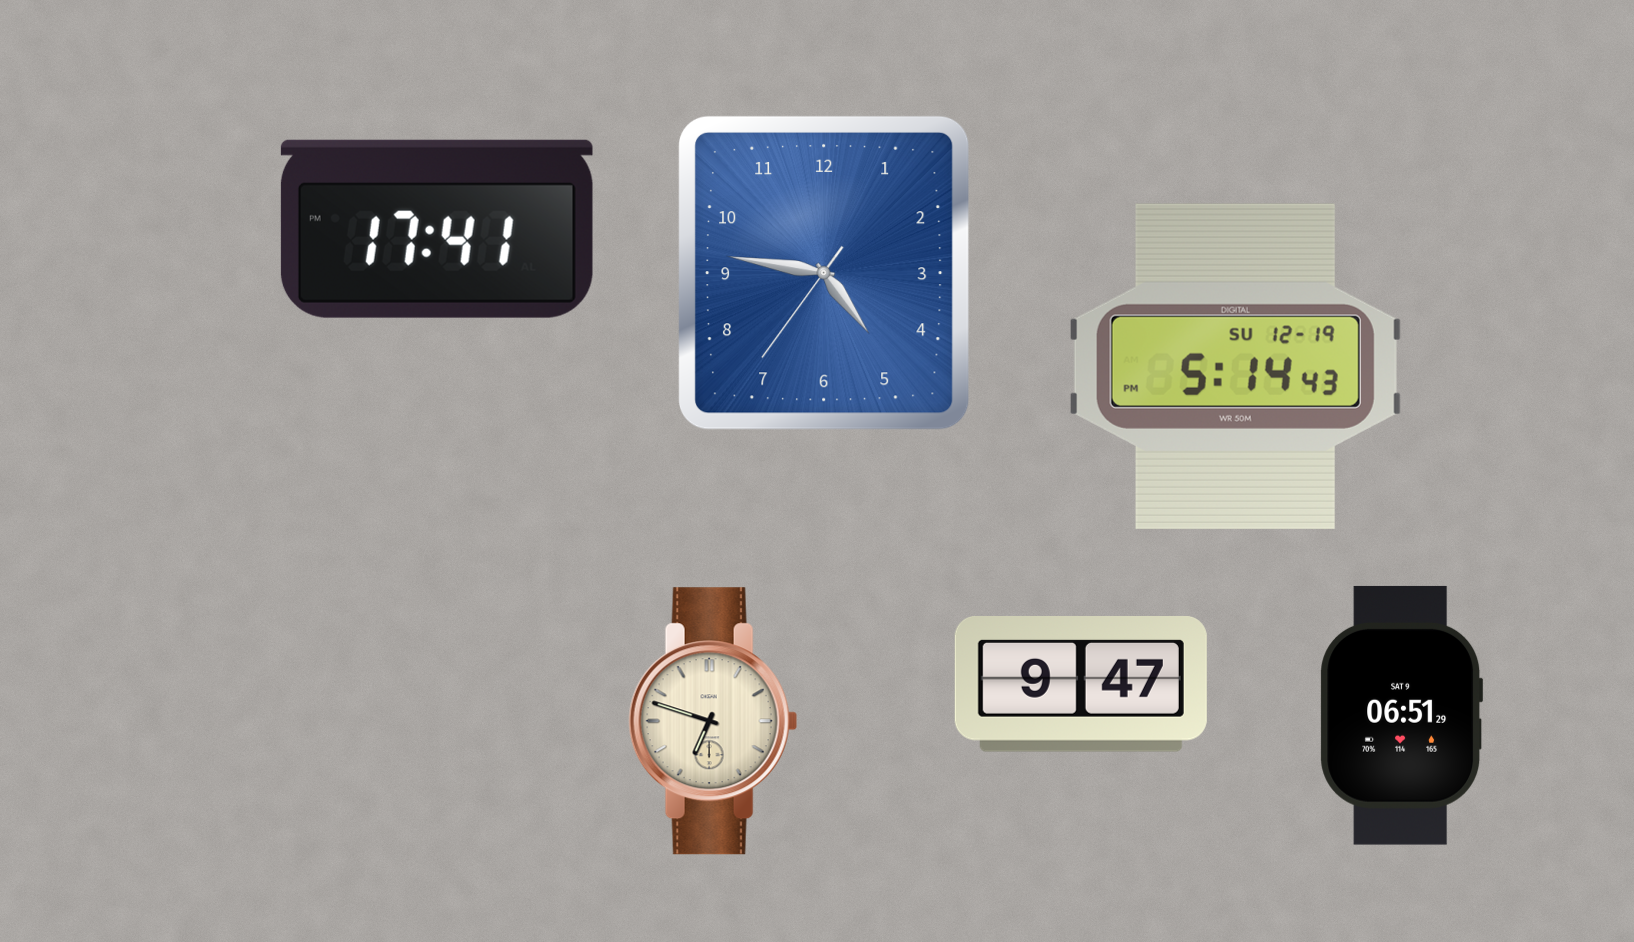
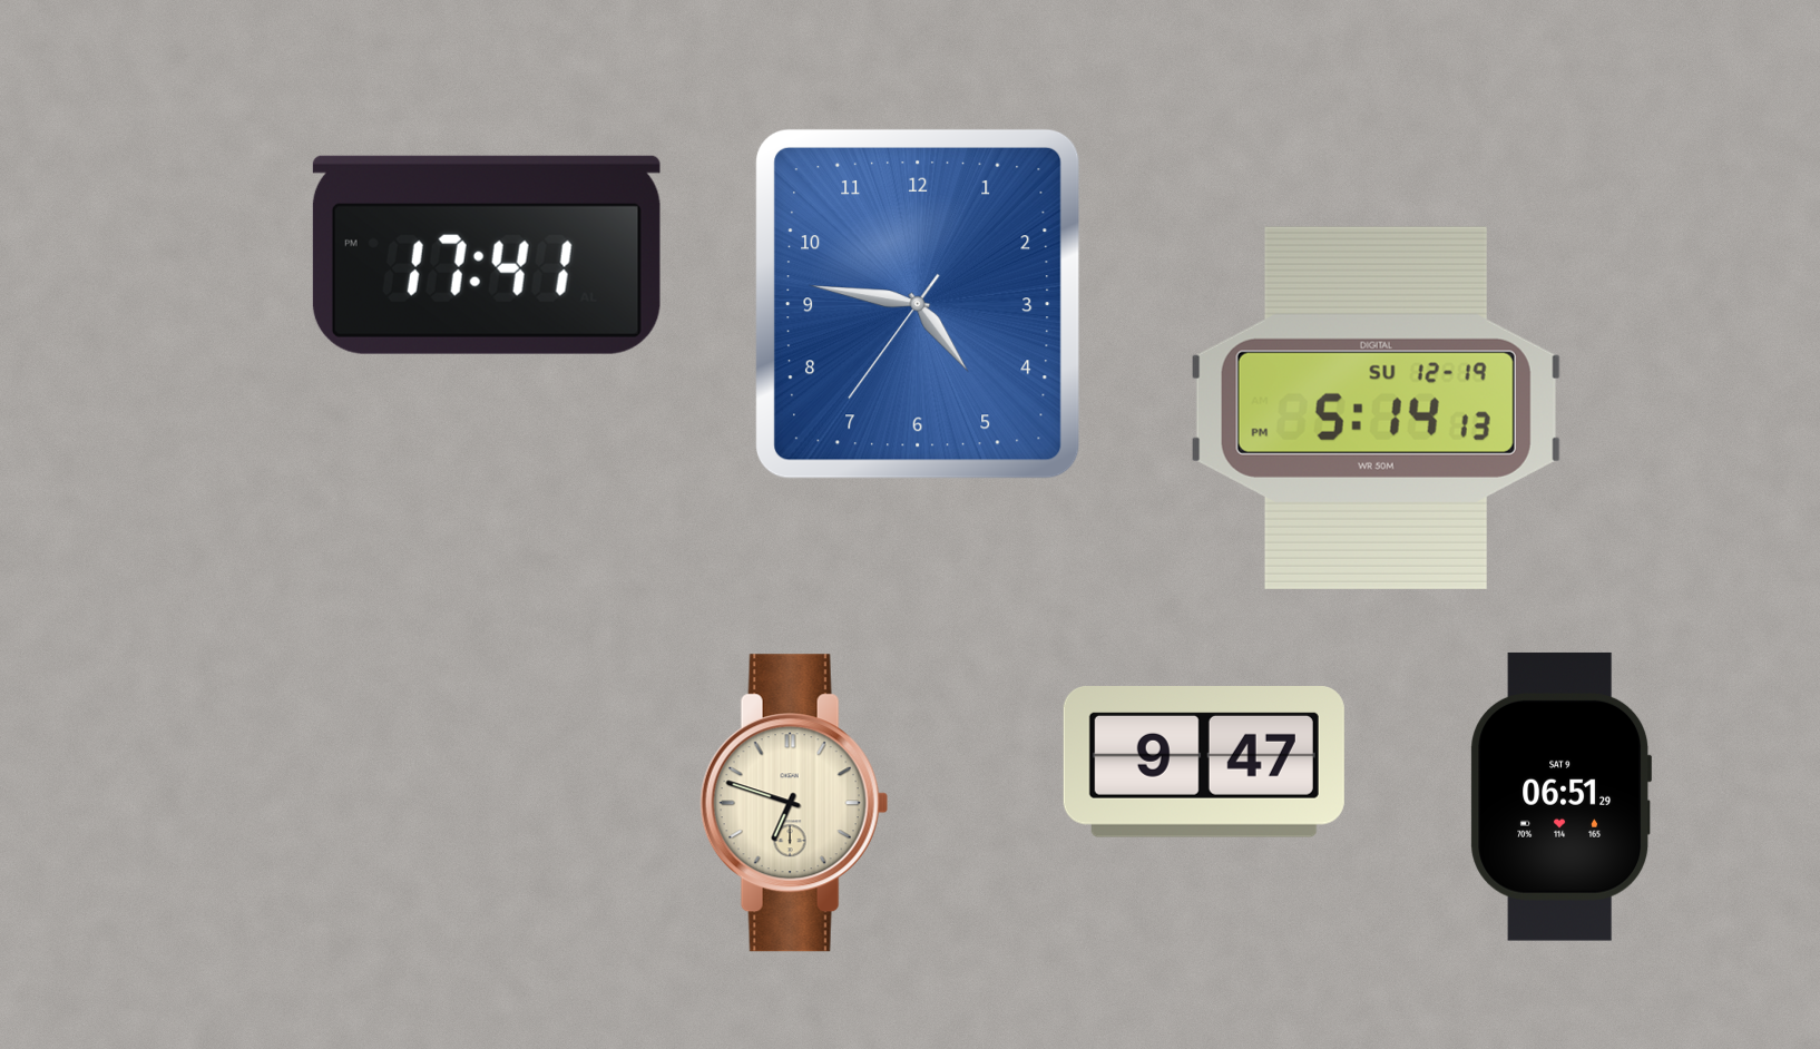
clock at (1235, 366): 5:14:43 PM -> 5:14:13 PM
